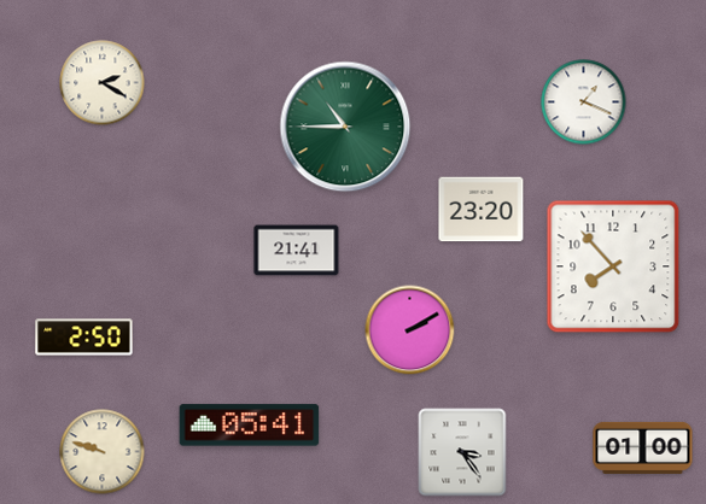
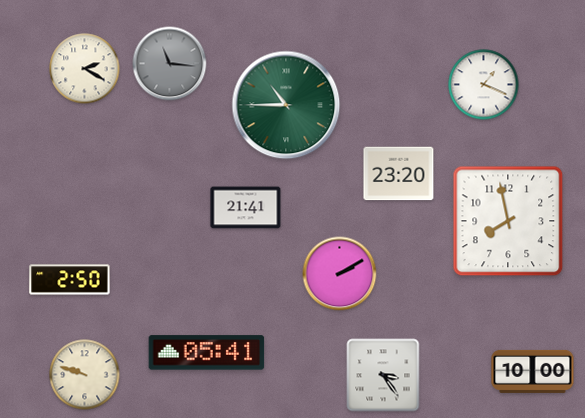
clock at (170, 64): none -> 11:16
clock at (613, 266): 7:53 -> 7:58
clock at (643, 447): 01:00 -> 10:00
